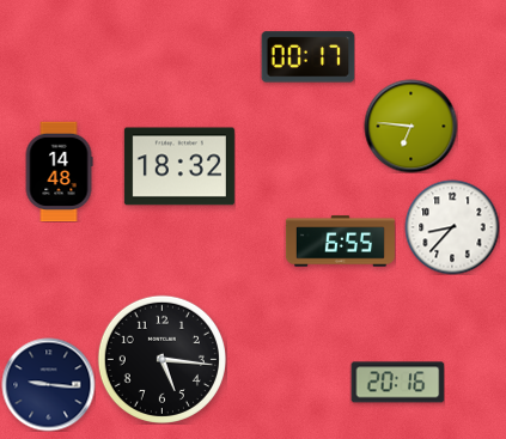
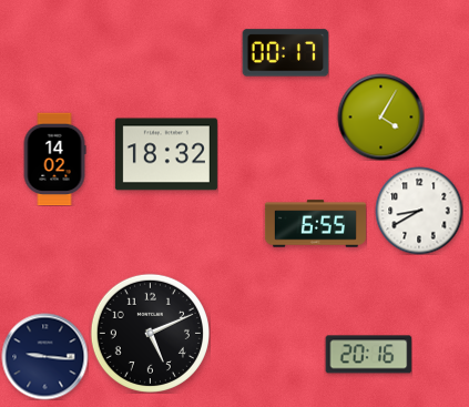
clock at (410, 126): 6:46 -> 4:05
clock at (59, 171): 14:48 -> 14:02
clock at (452, 227): 8:37 -> 8:40
clock at (161, 359): 5:16 -> 5:11
